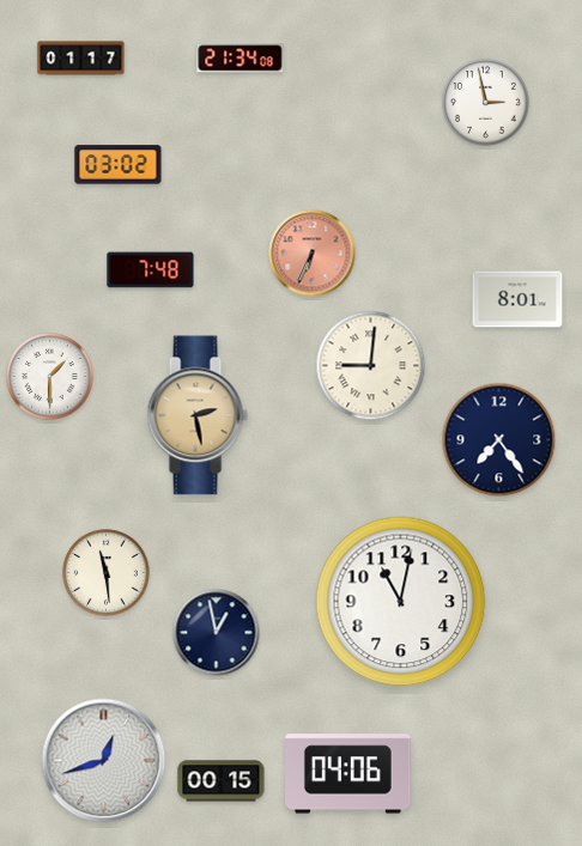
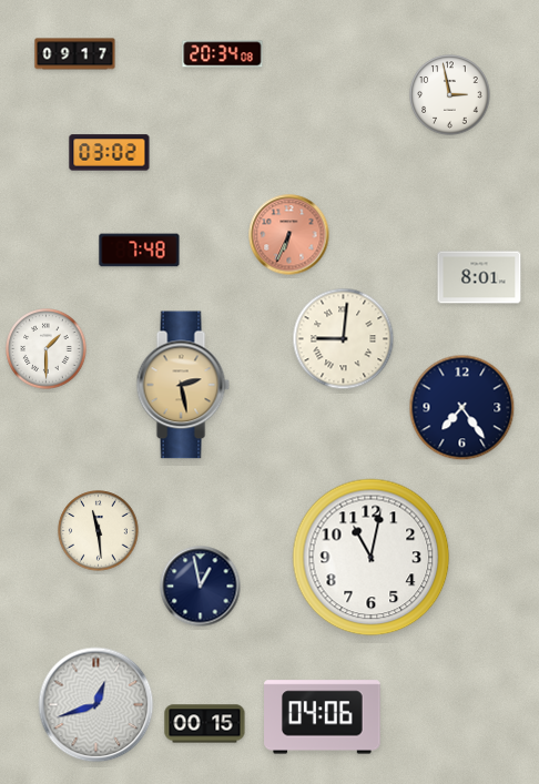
clock at (81, 59): 01:17 -> 09:17
clock at (241, 59): 21:34 -> 20:34
